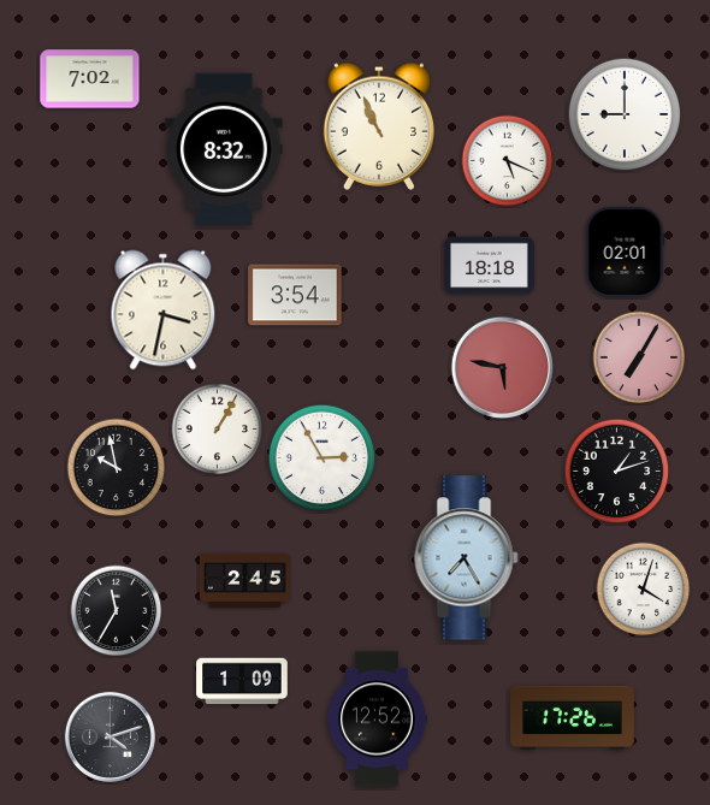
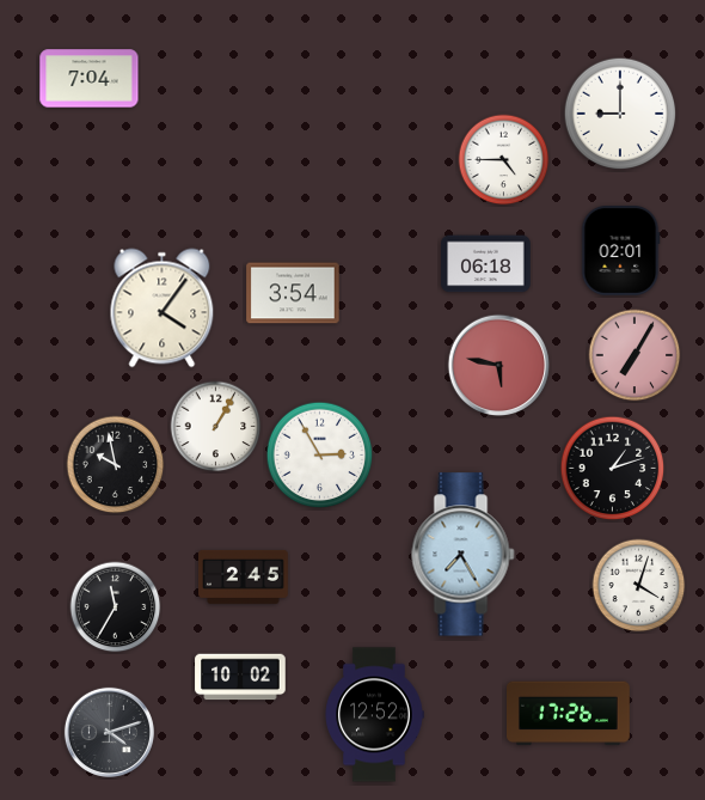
clock at (90, 79): 7:02 -> 7:04
clock at (379, 126): 10:56 -> none
clock at (224, 148): 8:32 -> none
clock at (508, 161): 5:19 -> 4:45
clock at (490, 266): 18:18 -> 06:18
clock at (164, 310): 3:32 -> 4:06
clock at (242, 681): 1:09 -> 10:02
